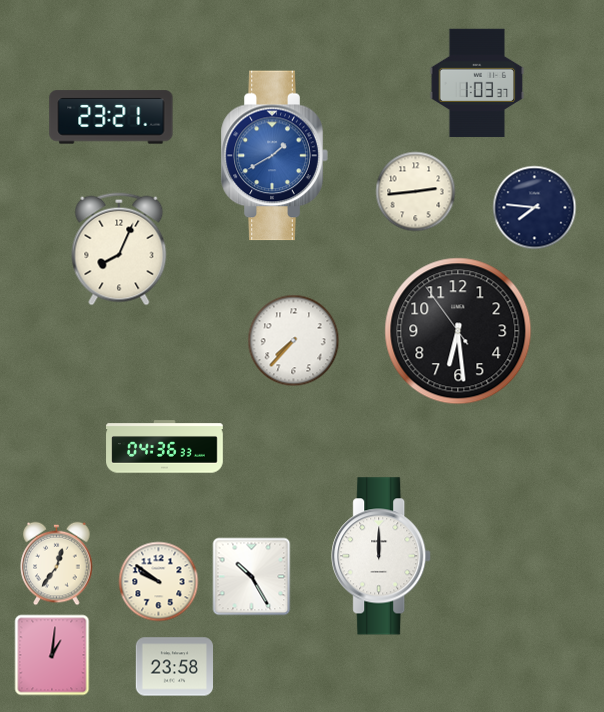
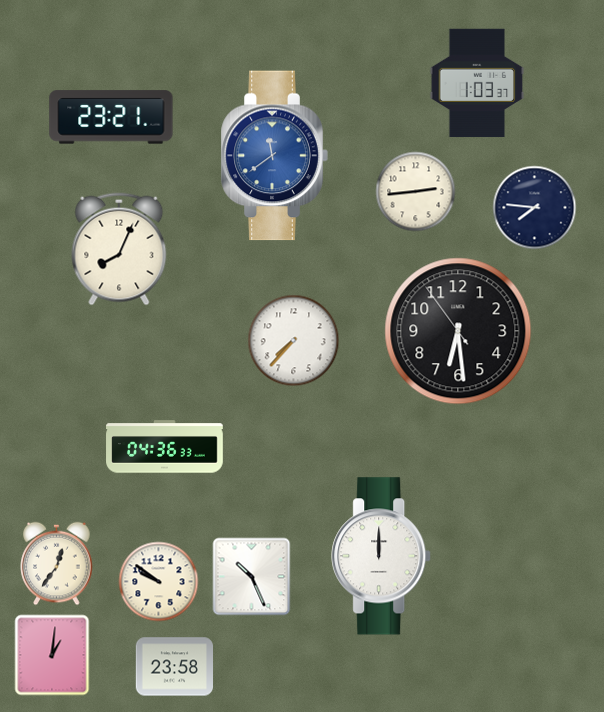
clock at (274, 156): 1:40 -> 11:39
clock at (252, 577): 10:25 -> 10:26
